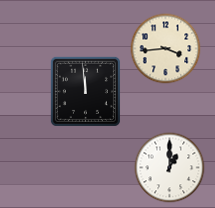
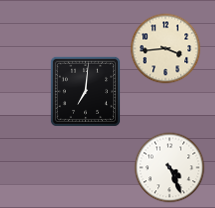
clock at (85, 91): 11:59 -> 7:01
clock at (170, 168): 1:00 -> 4:26
